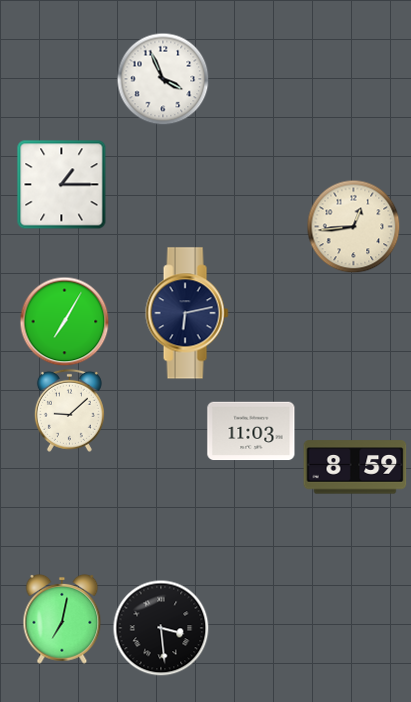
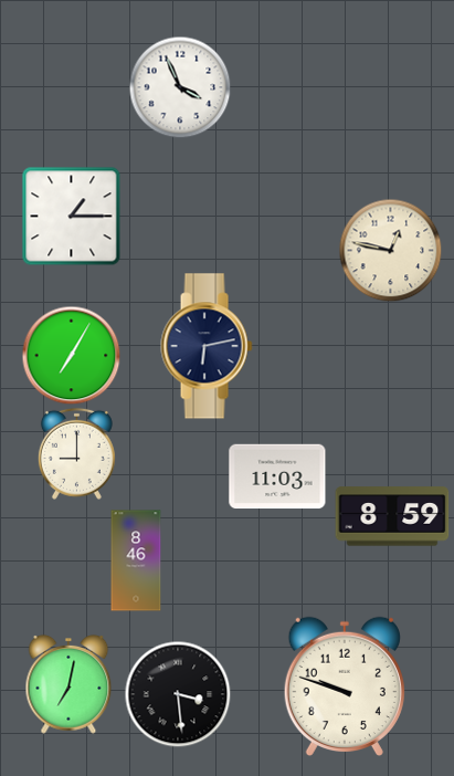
clock at (61, 184) position: (61, 184) -> (71, 216)
clock at (353, 226): 12:44 -> 12:47
clock at (69, 410): 9:08 -> 9:00
clock at (136, 560): none -> 8:46
clock at (345, 685): none -> 9:48
